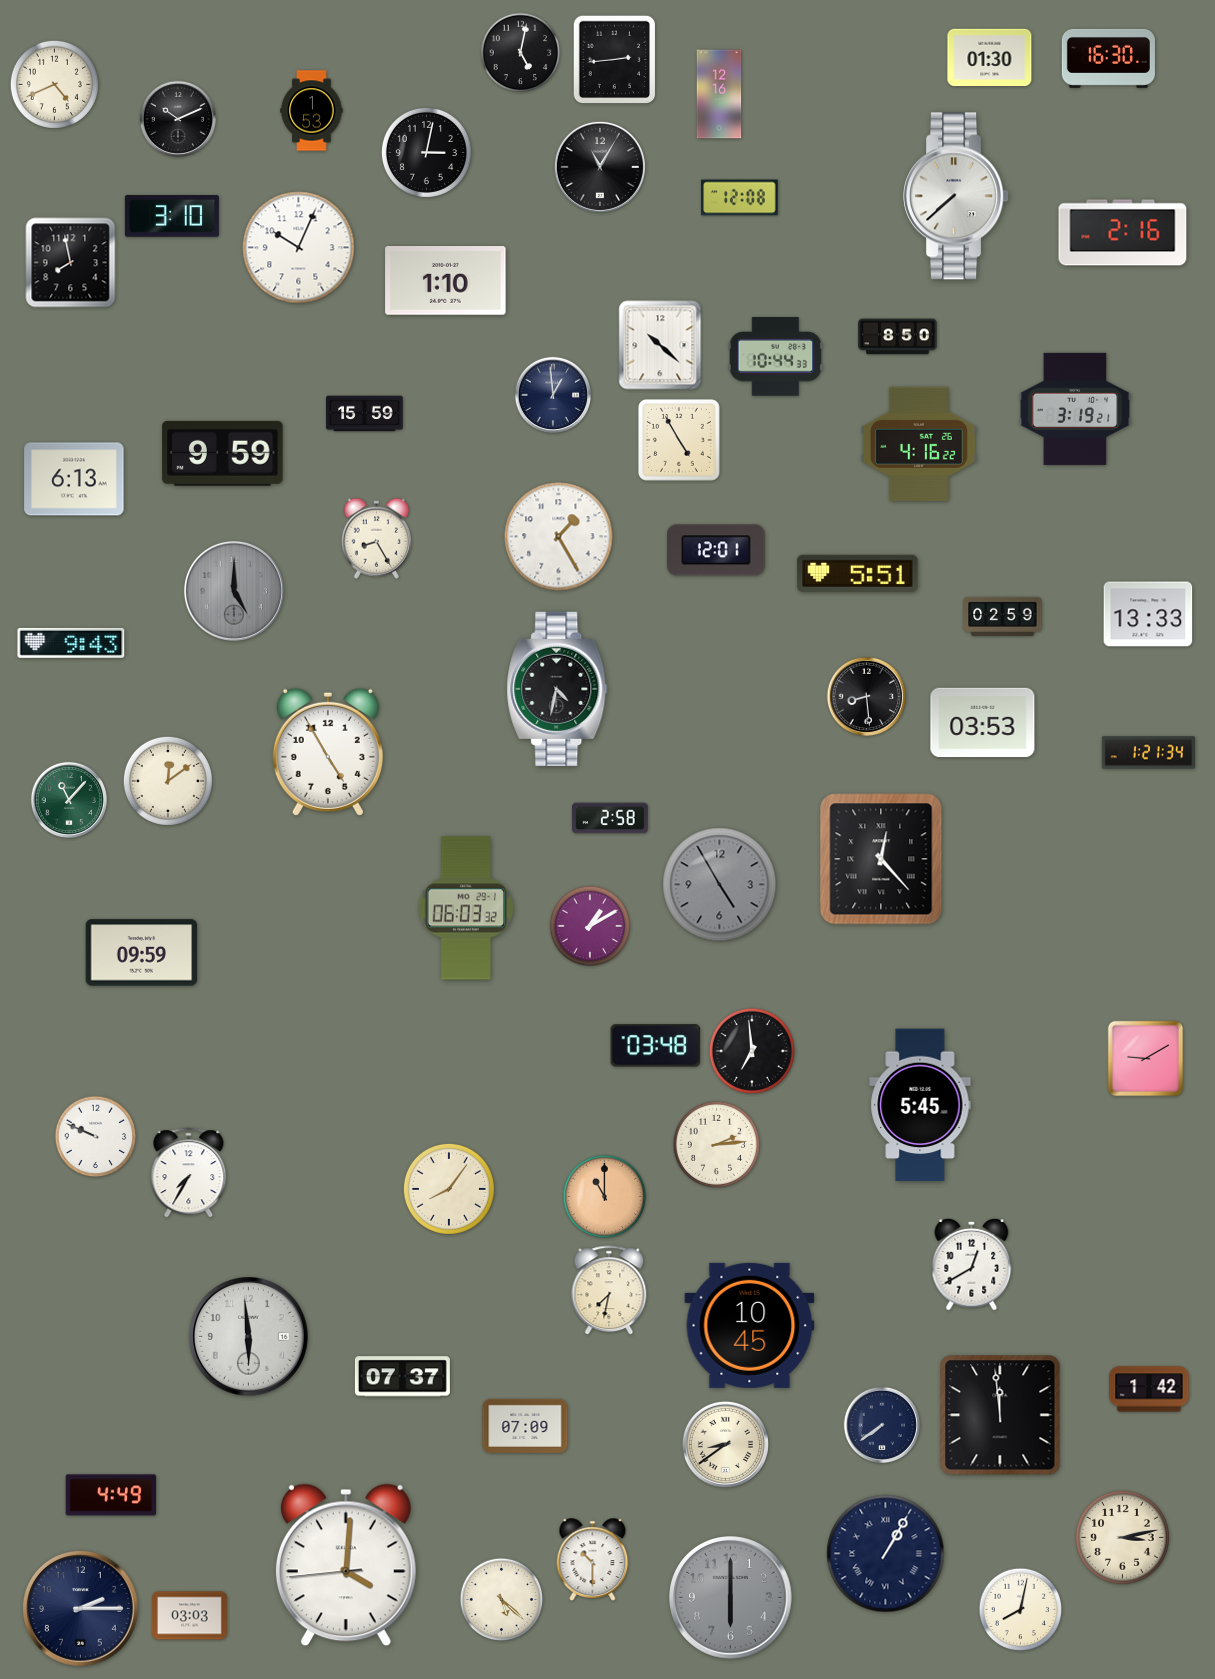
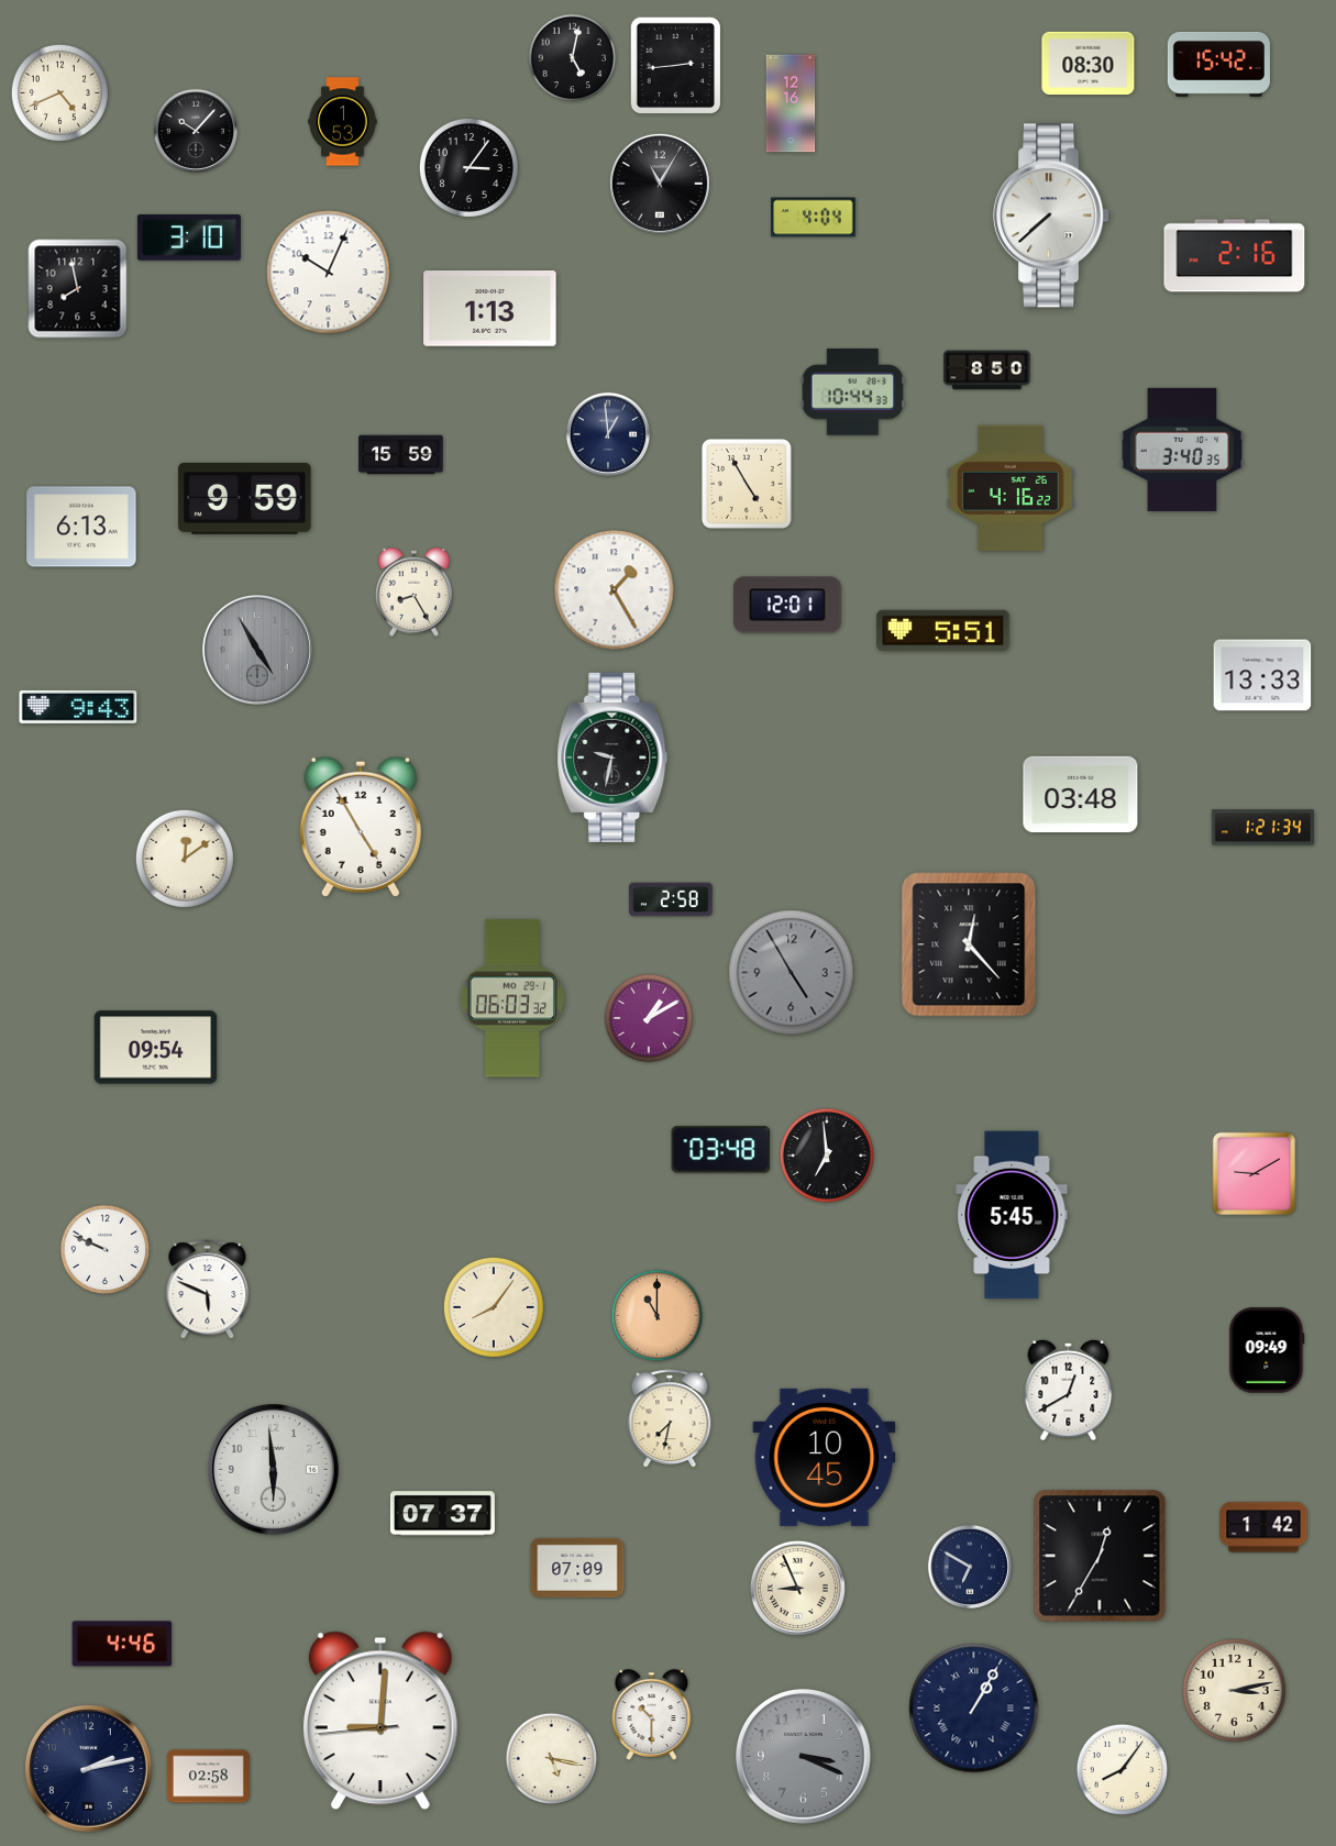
clock at (990, 58): 01:30 -> 08:30
clock at (1108, 58): 16:30 -> 15:42
clock at (177, 118): 10:11 -> 10:07
clock at (426, 152): 3:02 -> 3:06
clock at (740, 198): 12:08 -> 4:04
clock at (446, 281): 1:10 -> 1:13
clock at (660, 345): 10:22 -> none
clock at (1075, 409): 3:19 -> 3:40
clock at (234, 591): 5:00 -> 4:55
clock at (1003, 616): 02:59 -> none
clock at (557, 688): 4:32 -> 9:32
clock at (866, 696): 8:29 -> none
clock at (983, 723): 03:53 -> 03:48
clock at (68, 799): 11:07 -> none
clock at (142, 953): 09:59 -> 09:54
clock at (1146, 1059) position: (1146, 1059) -> (1255, 1174)
clock at (716, 1144): 2:14 -> none
clock at (189, 1173): 7:35 -> 5:49
clock at (605, 1197) position: (605, 1197) -> (658, 1316)
clock at (1267, 1350): none -> 09:49
clock at (1000, 1415): 11:59 -> 12:35
clock at (881, 1424): 7:39 -> 6:50
clock at (725, 1444): 8:39 -> 8:56
clock at (111, 1495): 4:49 -> 4:46
clock at (346, 1565): 4:00 -> 9:00
clock at (731, 1598): 6:00 -> 3:19
clock at (502, 1600): 5:22 -> 5:17
clock at (81, 1609): 2:15 -> 2:13
clock at (1021, 1610): 8:02 -> 8:06
clock at (190, 1616): 03:03 -> 02:58
